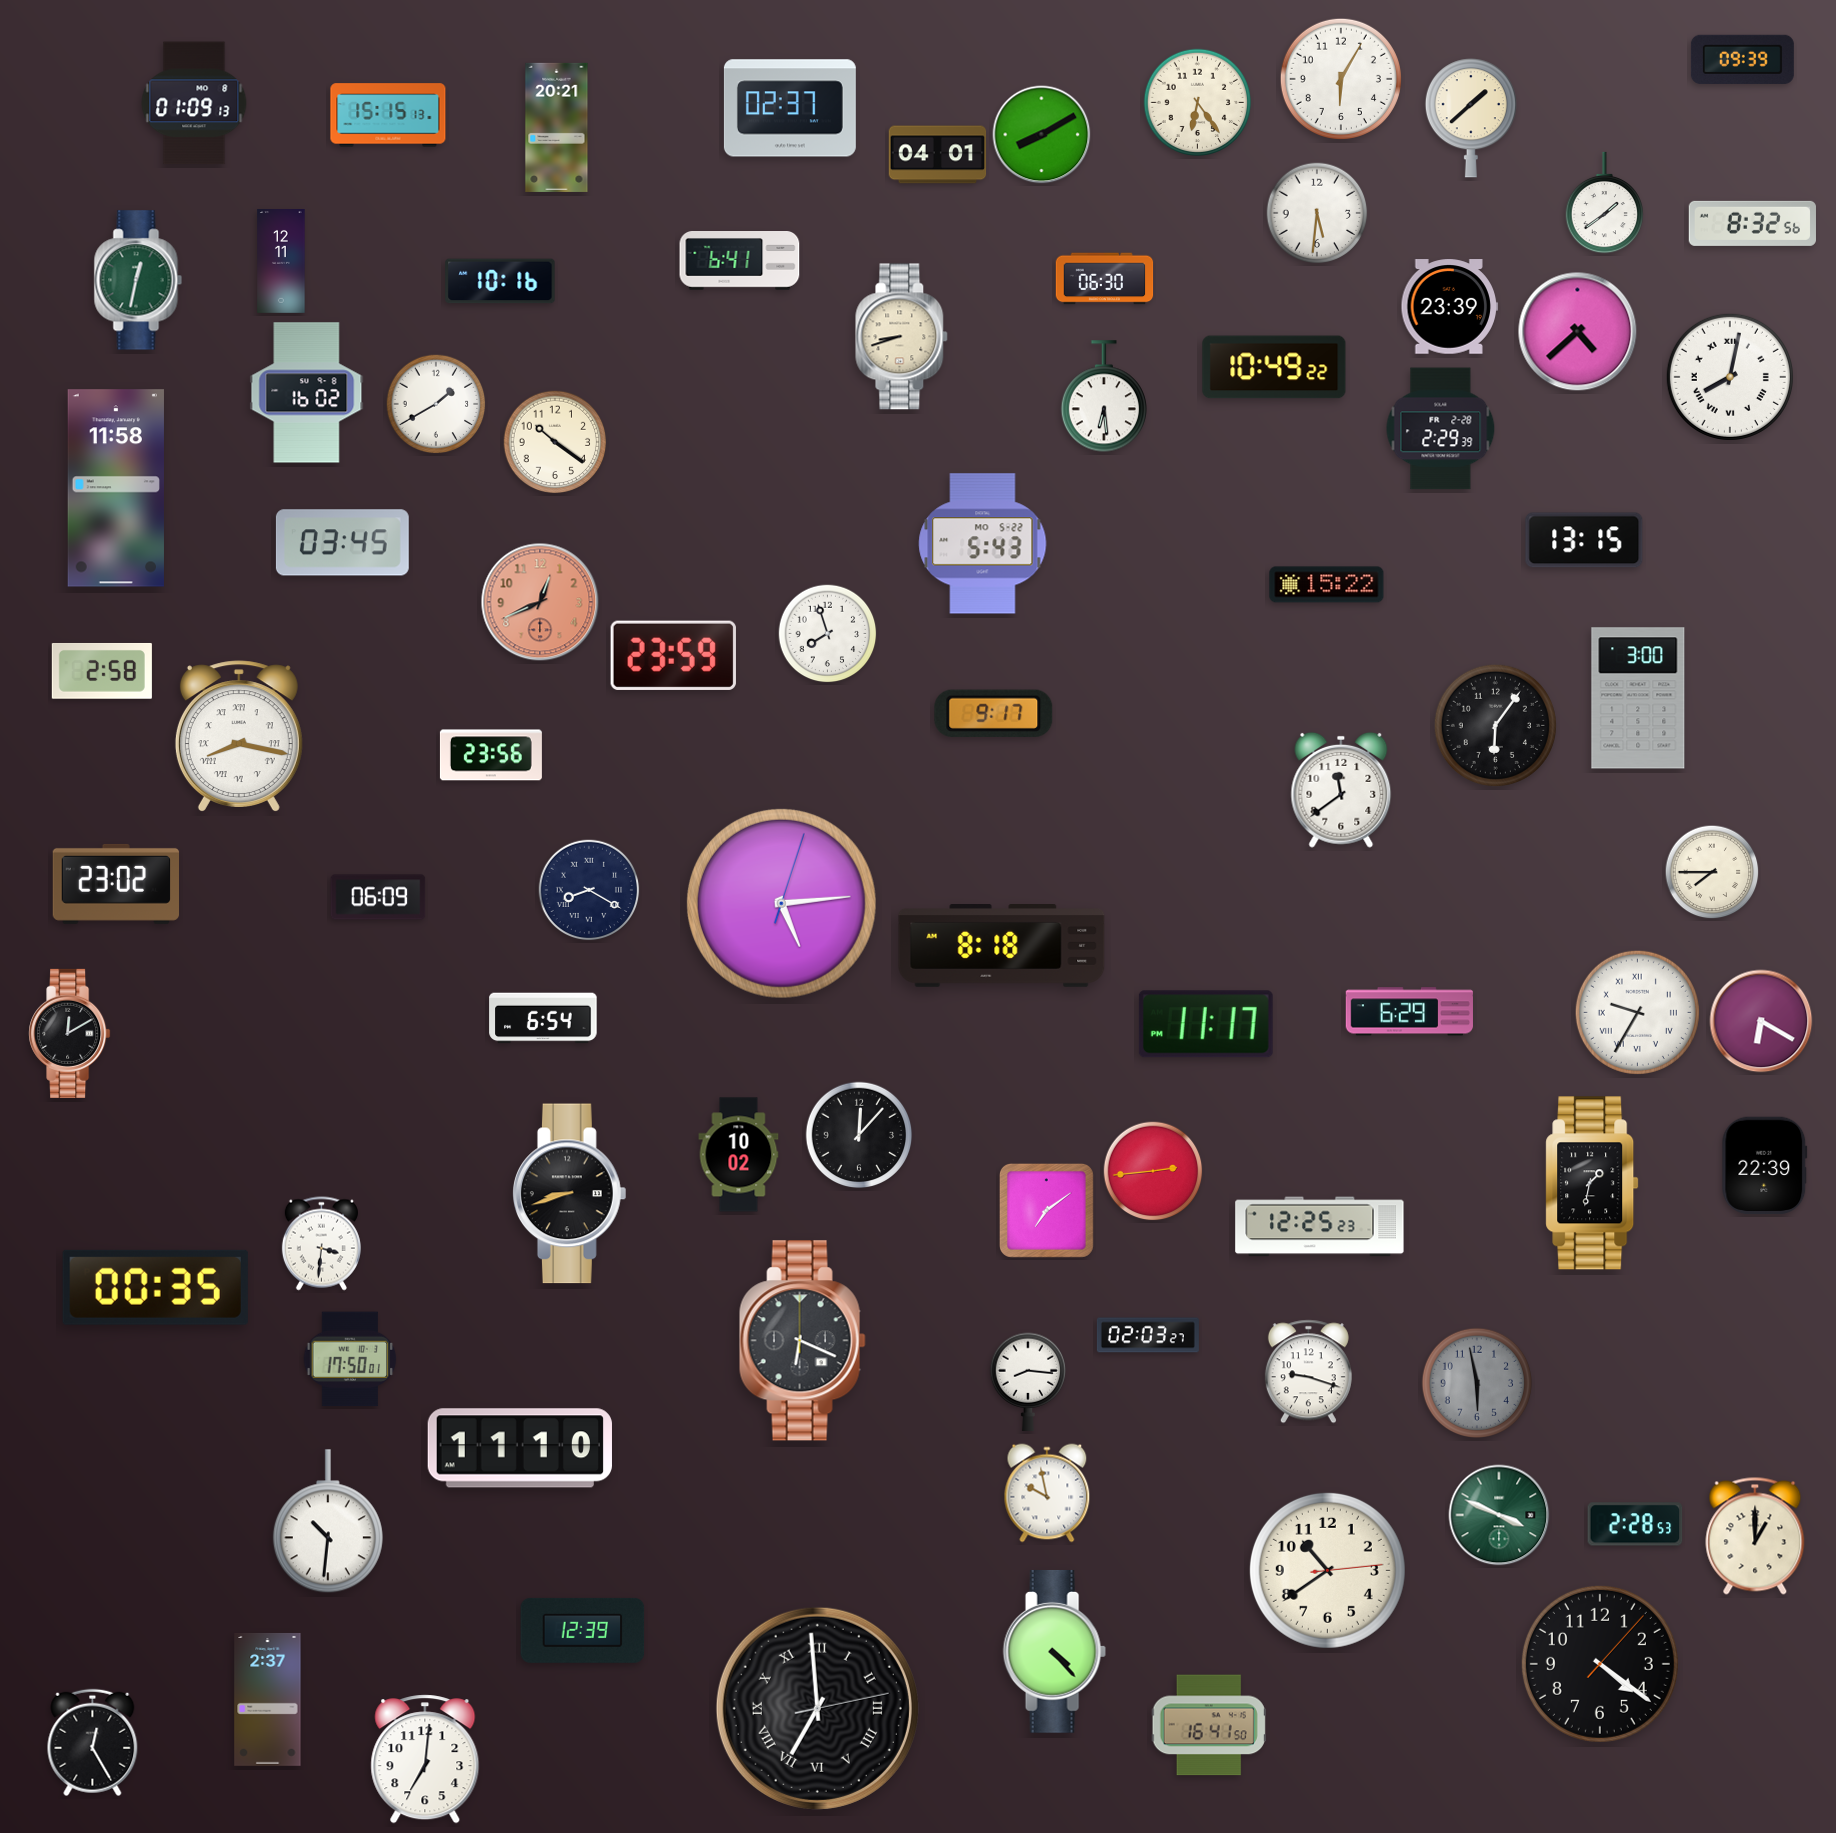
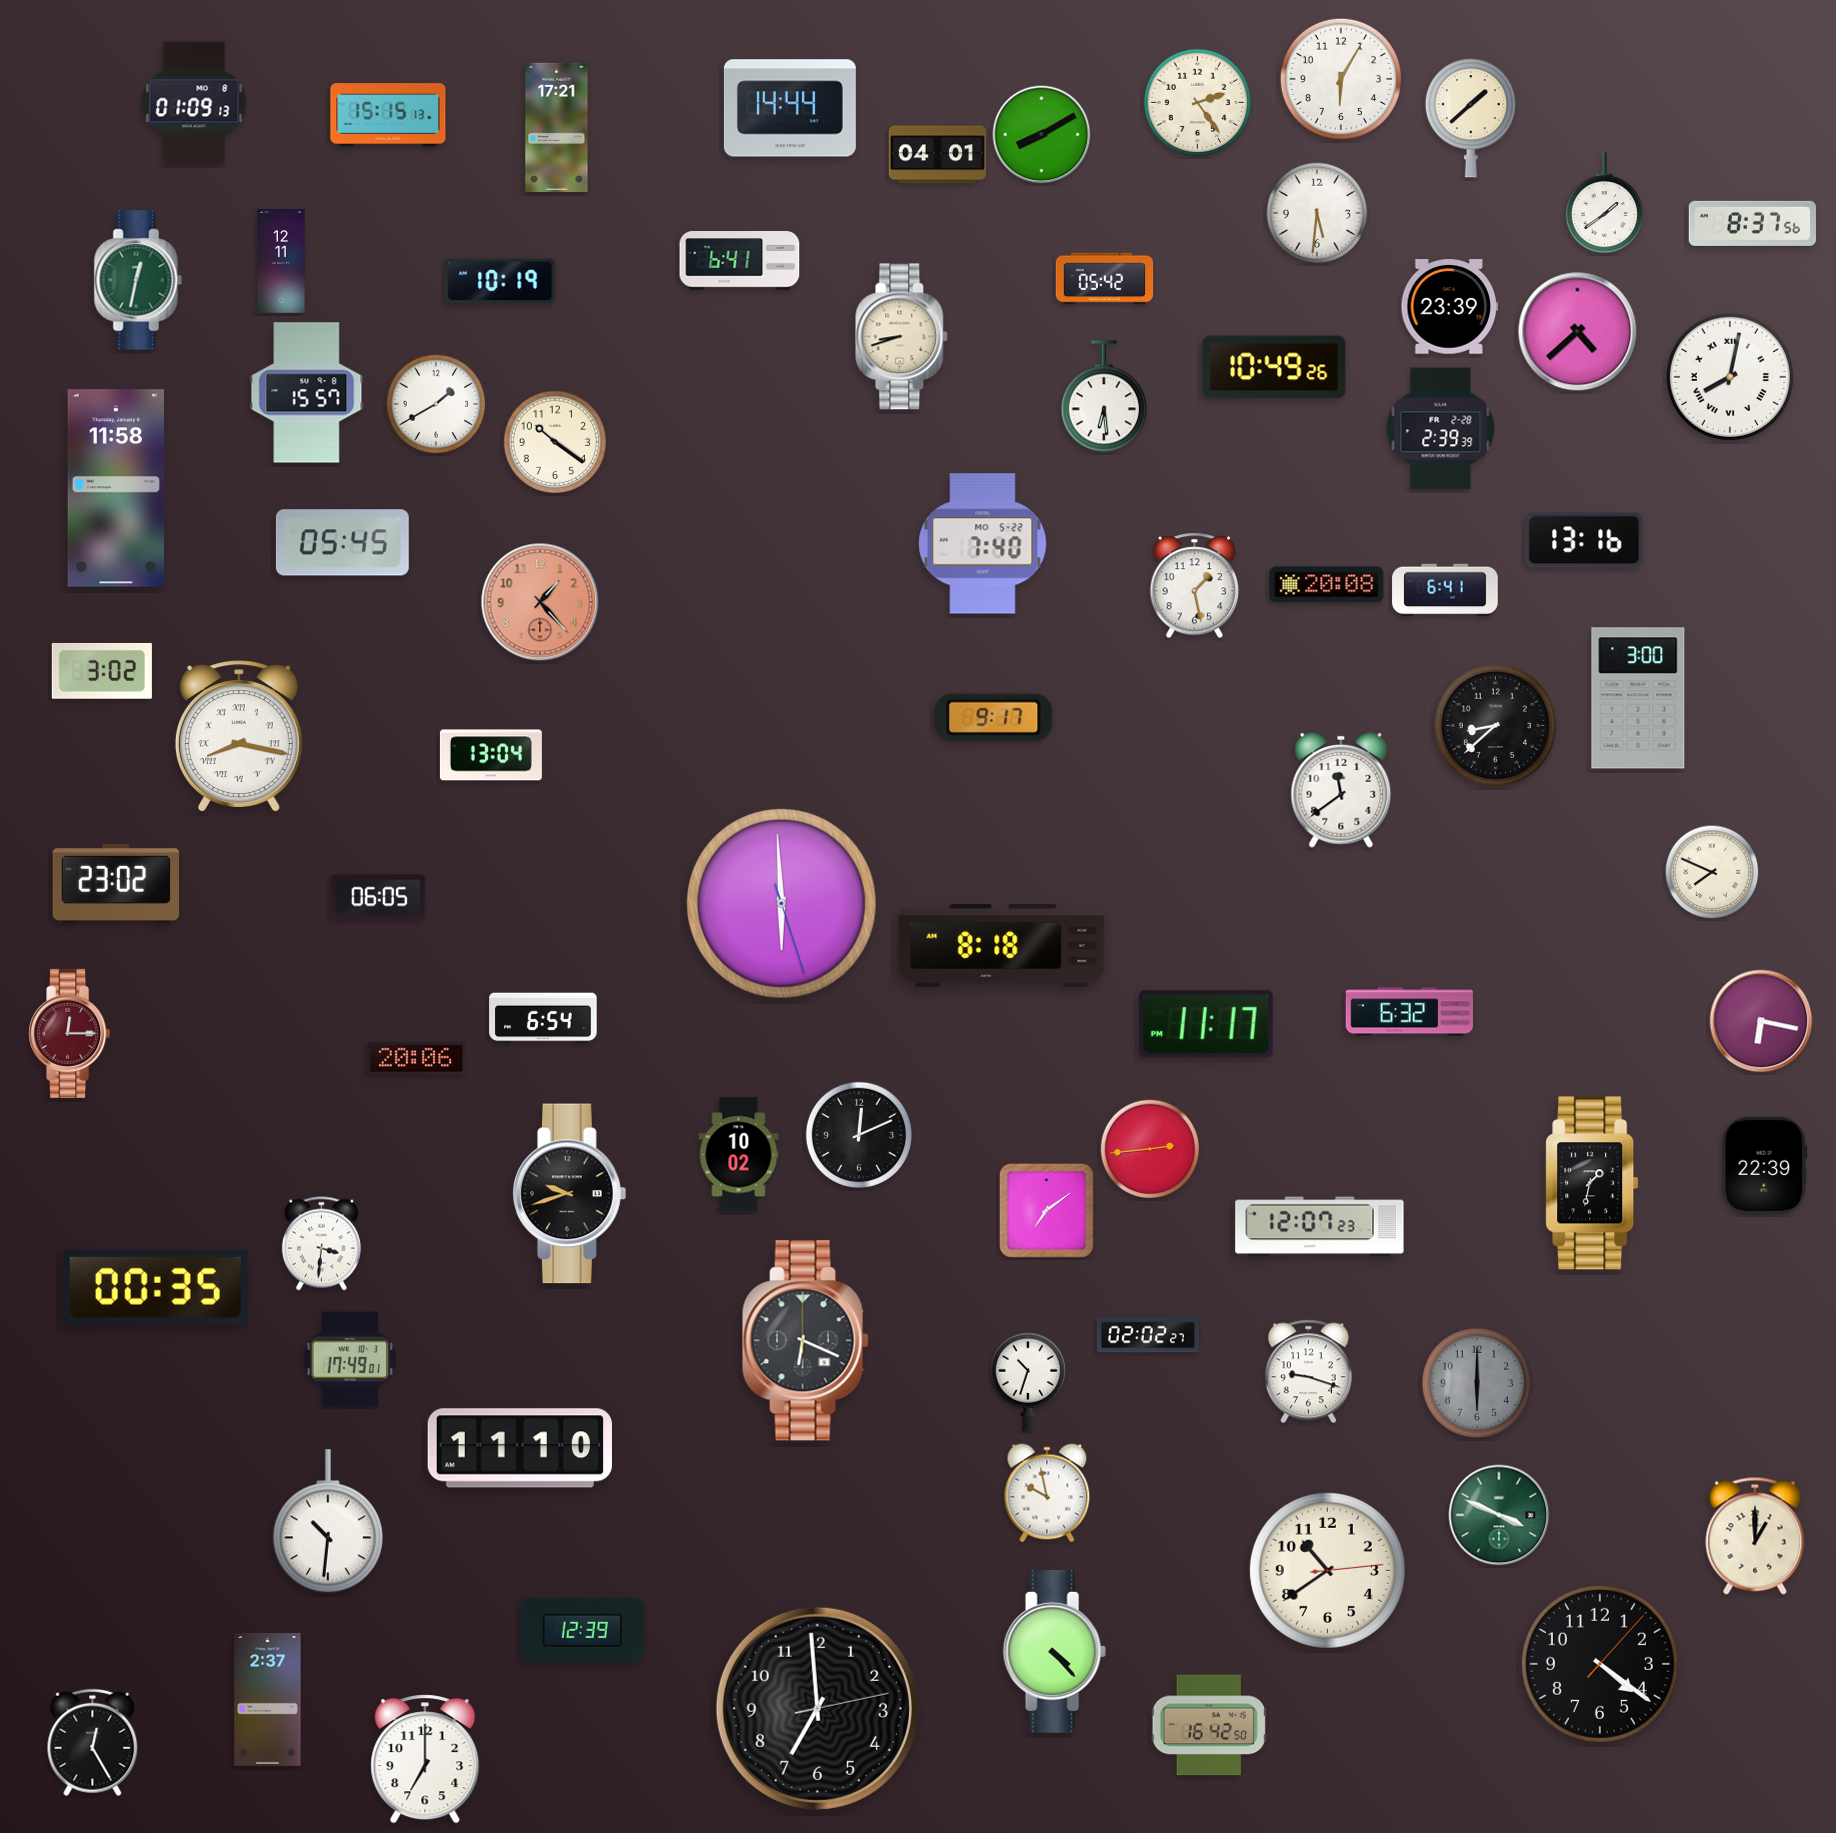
clock at (1742, 59): 09:39 -> none
clock at (1198, 103): 6:24 -> 2:24
clock at (790, 108): 02:37 -> 14:44
clock at (557, 127): 20:21 -> 17:21
clock at (1752, 223): 8:32 -> 8:37
clock at (1105, 279): 06:30 -> 05:42
clock at (500, 281): 10:16 -> 10:19
clock at (1274, 367): 10:49:22 -> 10:49:26
clock at (307, 393): 16:02 -> 15:57
clock at (1441, 429): 2:29 -> 2:39
clock at (1584, 540): 13:15 -> 13:16
clock at (342, 543): 03:45 -> 05:45
clock at (983, 544): 5:43 -> 7:40
clock at (1327, 585): 15:22 -> 20:08
clock at (1195, 586): none -> 1:28
clock at (1445, 590): none -> 6:41
clock at (540, 602): 12:41 -> 1:23
clock at (828, 634): 7:57 -> none
clock at (673, 655): 23:59 -> none
clock at (102, 671): 2:58 -> 3:02
clock at (994, 713) position: (994, 713) -> (994, 717)
clock at (1495, 725): 6:06 -> 8:38
clock at (491, 755): 23:56 -> 13:04
clock at (1712, 872): 7:45 -> 7:49
clock at (589, 890): 8:20 -> none
clock at (378, 897): 06:09 -> 06:05
clock at (781, 903): 5:14 -> 5:59
clock at (1409, 1012): 6:29 -> 6:32
clock at (1637, 1012): 9:35 -> none
clock at (1761, 1021): 6:20 -> 6:17
clock at (70, 1033): 12:10 -> 12:15
clock at (70, 1033) dial: black -> burgundy
clock at (417, 1059): none -> 20:06
clock at (859, 1135): 12:07 -> 12:11
clock at (1153, 1171) position: (1153, 1171) -> (1150, 1149)
clock at (570, 1194): 8:42 -> 9:42
clock at (1320, 1227): 12:25 -> 12:07
clock at (1148, 1335): 02:03 -> 02:02
clock at (802, 1341) position: (802, 1341) -> (805, 1341)
clock at (350, 1359): 17:50 -> 17:49
clock at (1028, 1381): 8:16 -> 10:33
clock at (1476, 1382): 5:58 -> 6:00
clock at (1635, 1524): 2:28 -> none
clock at (817, 1708) numerals: Roman -> Arabic
clock at (1209, 1725): 16:41 -> 16:42
clock at (425, 1759): 7:01 -> 7:00
